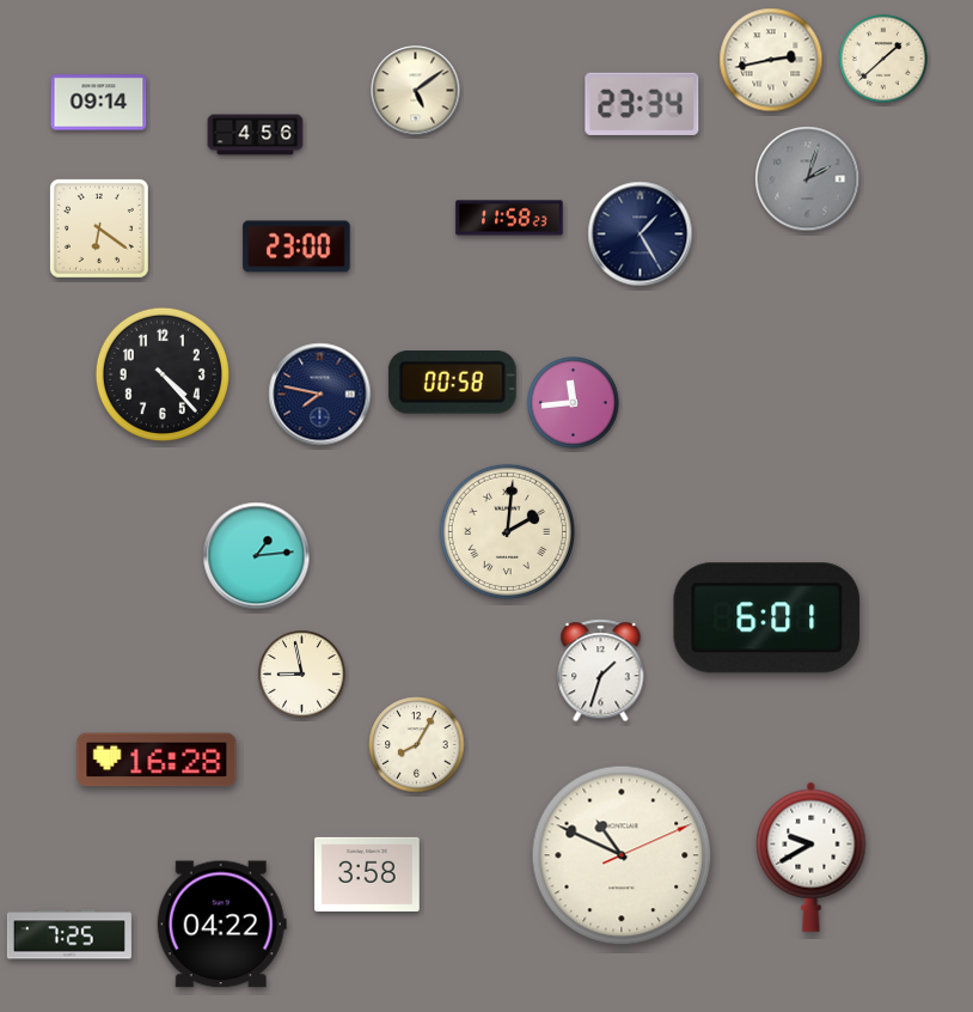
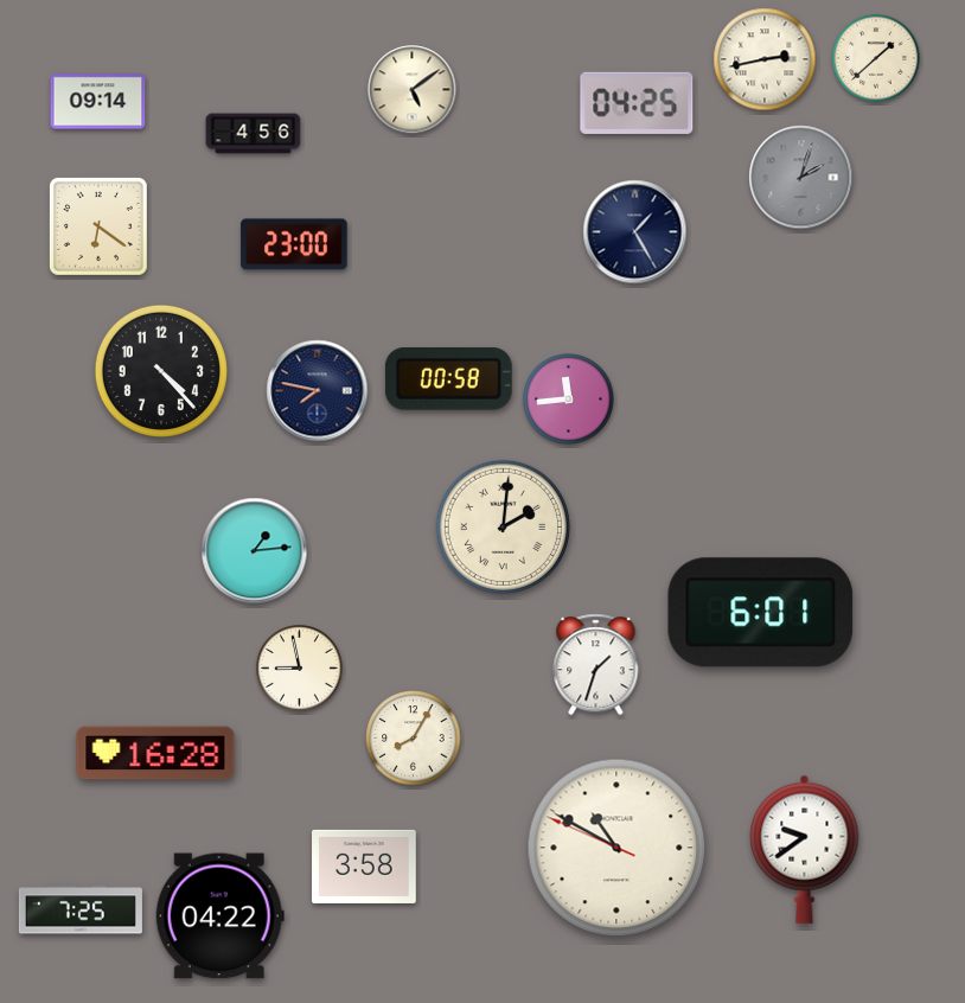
clock at (642, 104): 23:34 -> 04:25
clock at (509, 218): 11:58 -> none
clock at (622, 855): 10:49:11 -> 10:49:49
clock at (812, 856): 9:40 -> 9:39
clock at (69, 934) position: (69, 934) -> (81, 909)
